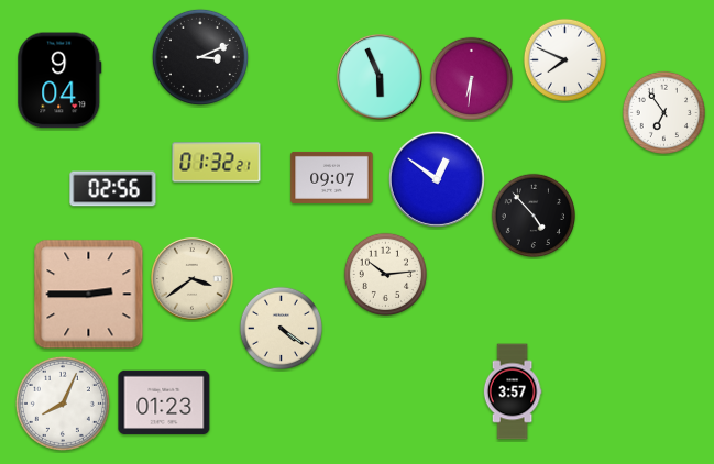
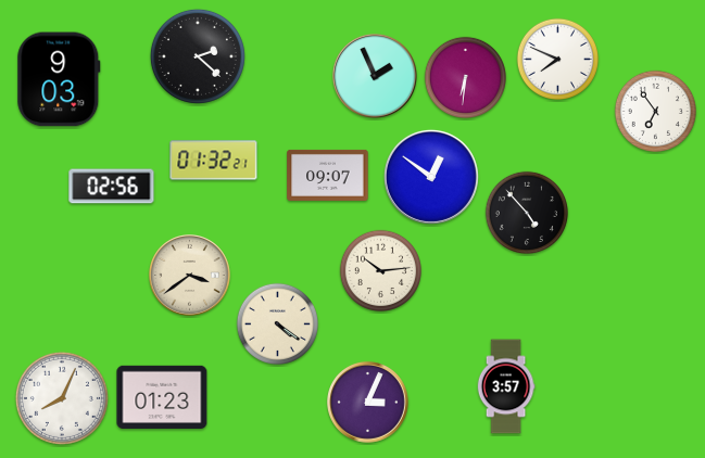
clock at (200, 57): 3:11 -> 2:22
clock at (381, 78): 5:56 -> 1:56
clock at (59, 80): 9:04 -> 9:03
clock at (89, 295): 2:45 -> none
clock at (368, 403): none -> 3:04
